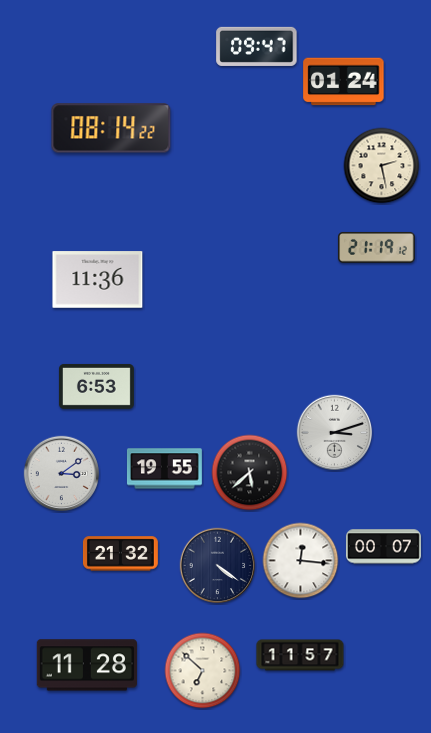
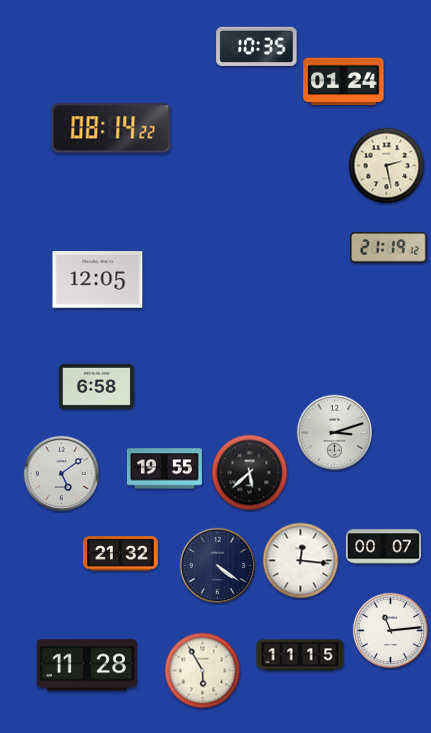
clock at (257, 46): 09:47 -> 10:35
clock at (382, 166) position: (382, 166) -> (387, 166)
clock at (377, 248) position: (377, 248) -> (389, 248)
clock at (98, 280): 11:36 -> 12:05
clock at (96, 386): 6:53 -> 6:58
clock at (62, 474): 3:09 -> 5:09
clock at (391, 631): none -> 11:14
clock at (300, 655): 11:57 -> 11:15
clock at (203, 671): 6:52 -> 5:55
